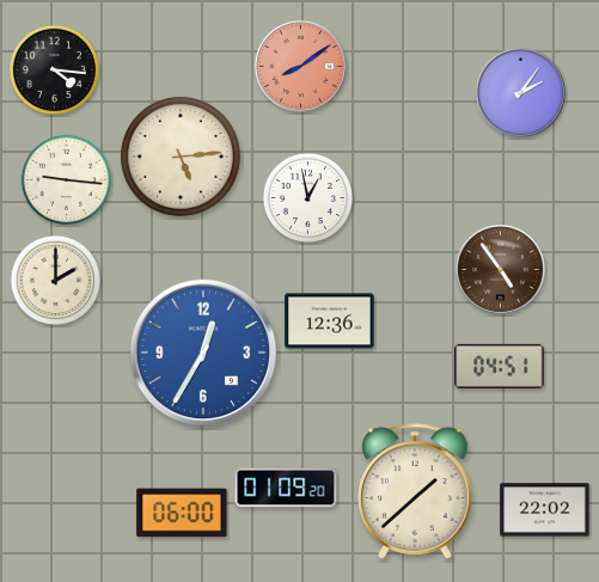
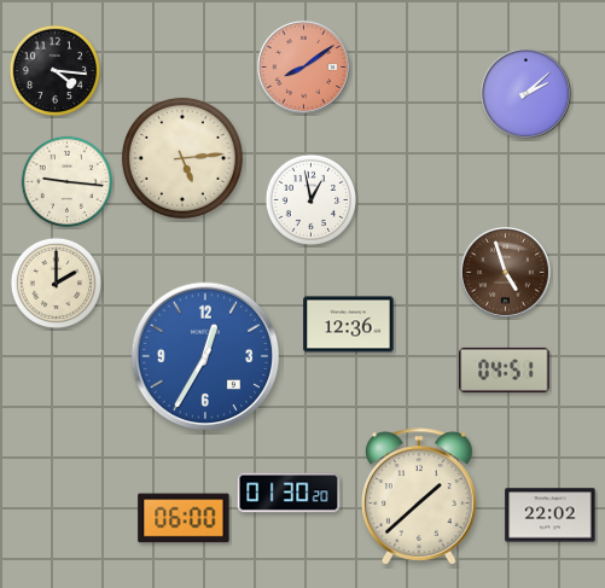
clock at (521, 93): 2:06 -> 2:08
clock at (501, 270): 4:54 -> 4:57
clock at (330, 321) position: (330, 321) -> (349, 325)
clock at (286, 488): 01:09 -> 01:30
